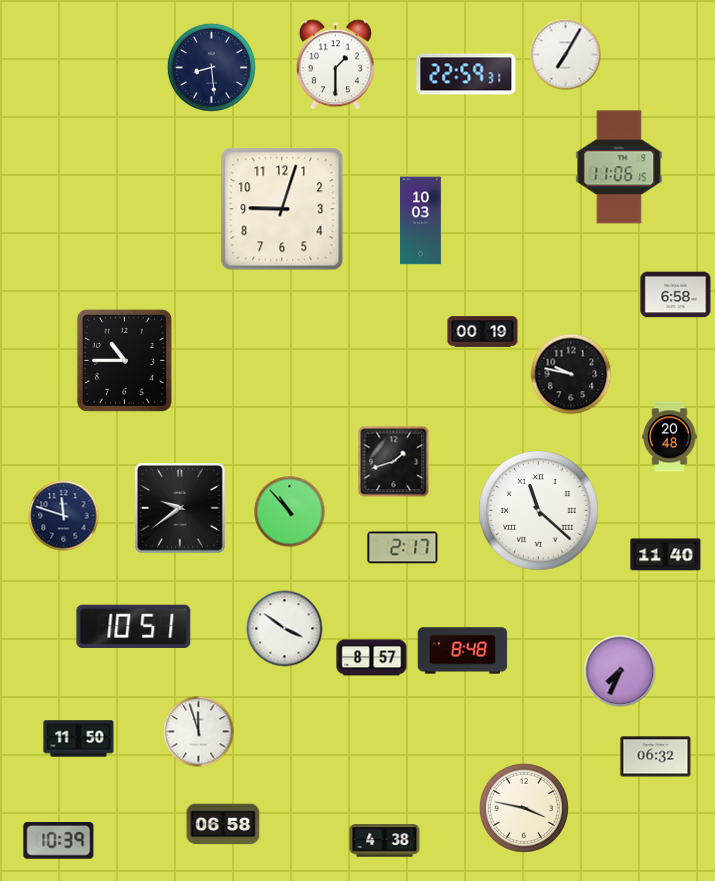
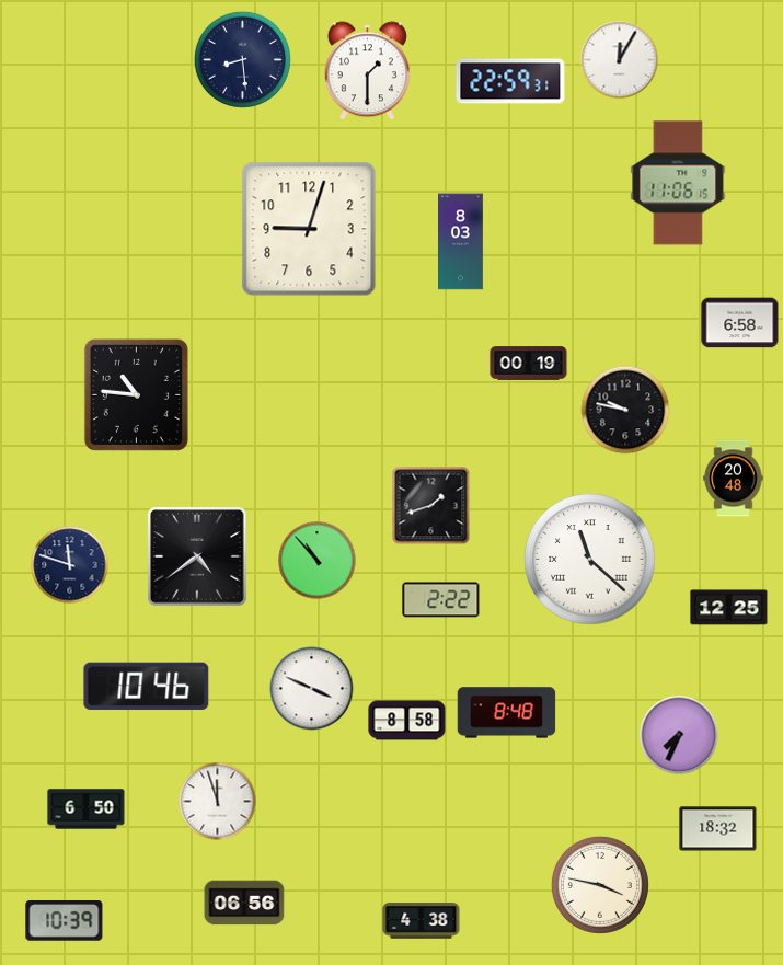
clock at (566, 55): 7:05 -> 12:05
clock at (211, 67) position: (211, 67) -> (242, 59)
clock at (421, 221): 10:03 -> 8:03
clock at (124, 360): 10:45 -> 10:46
clock at (180, 508): 9:39 -> 4:39
clock at (403, 548): 2:17 -> 2:22
clock at (666, 555): 11:40 -> 12:25
clock at (134, 626): 10:51 -> 10:46
clock at (285, 629): 3:51 -> 3:49
clock at (372, 658): 8:57 -> 8:58
clock at (79, 739): 11:50 -> 6:50
clock at (656, 757): 06:32 -> 18:32
clock at (524, 808) position: (524, 808) -> (600, 885)
clock at (223, 824): 06:58 -> 06:56
